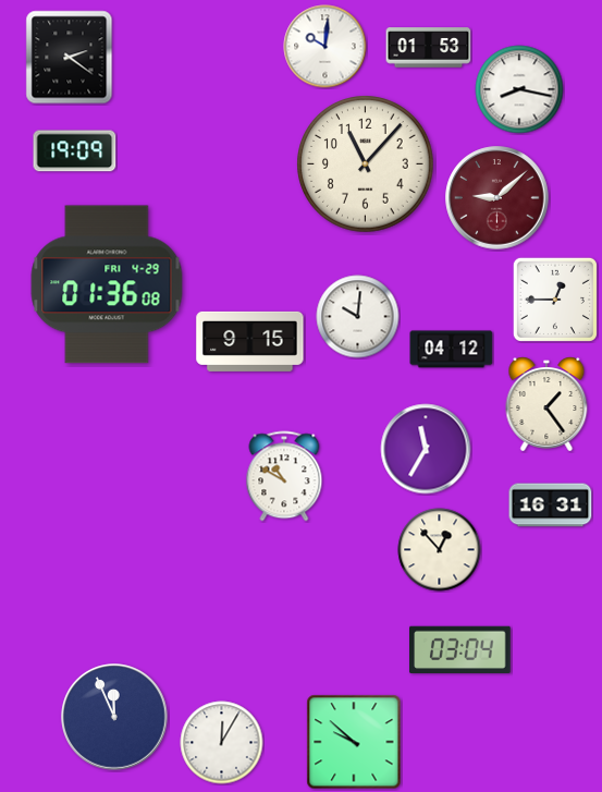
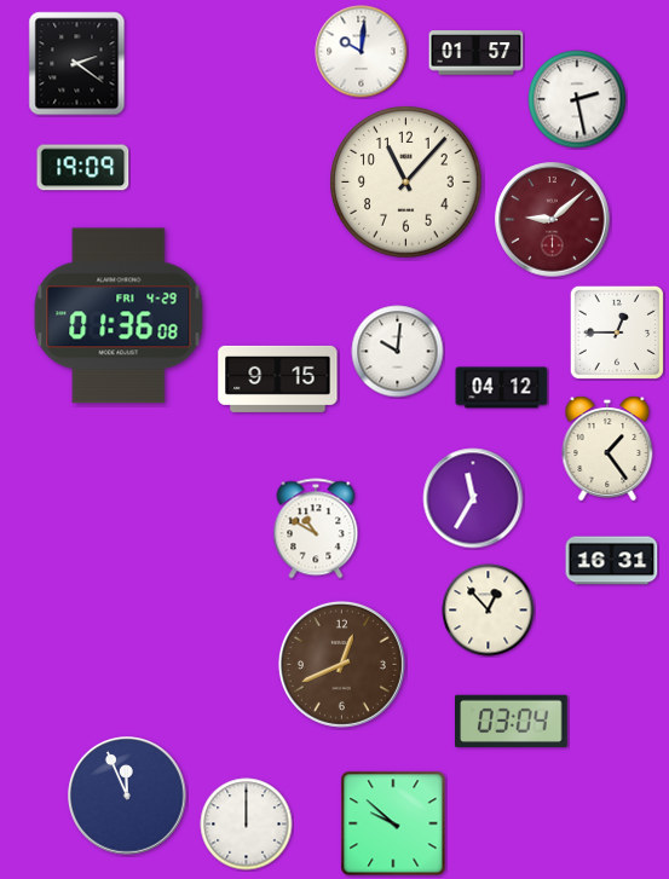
clock at (429, 48): 01:53 -> 01:57
clock at (519, 89): 8:17 -> 2:28
clock at (341, 664): none -> 12:41
clock at (222, 743): 12:05 -> 12:00
